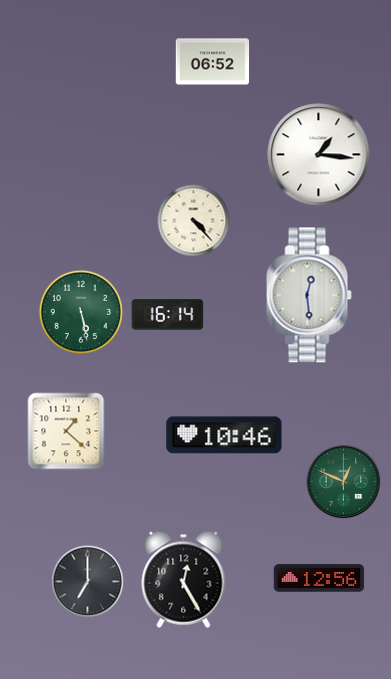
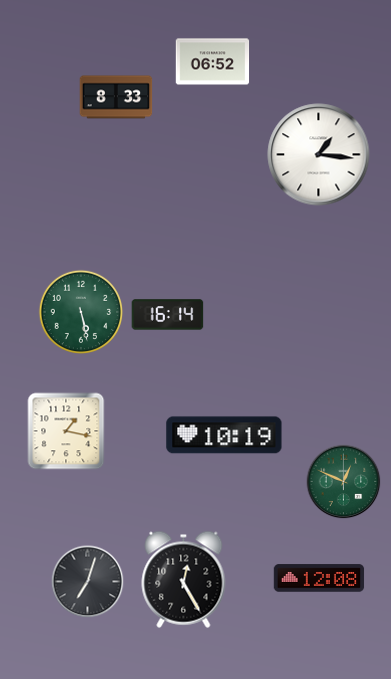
clock at (116, 97): none -> 8:33
clock at (194, 221): 4:23 -> none
clock at (309, 295): 12:29 -> none
clock at (66, 431): 1:22 -> 1:17
clock at (224, 435): 10:46 -> 10:19
clock at (319, 578): 12:56 -> 12:08
clock at (88, 582): 7:00 -> 7:03
